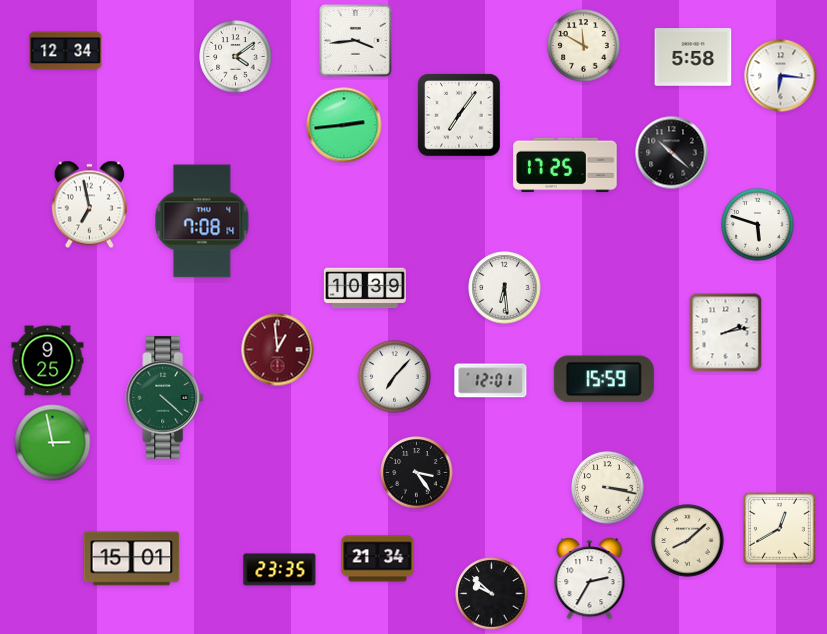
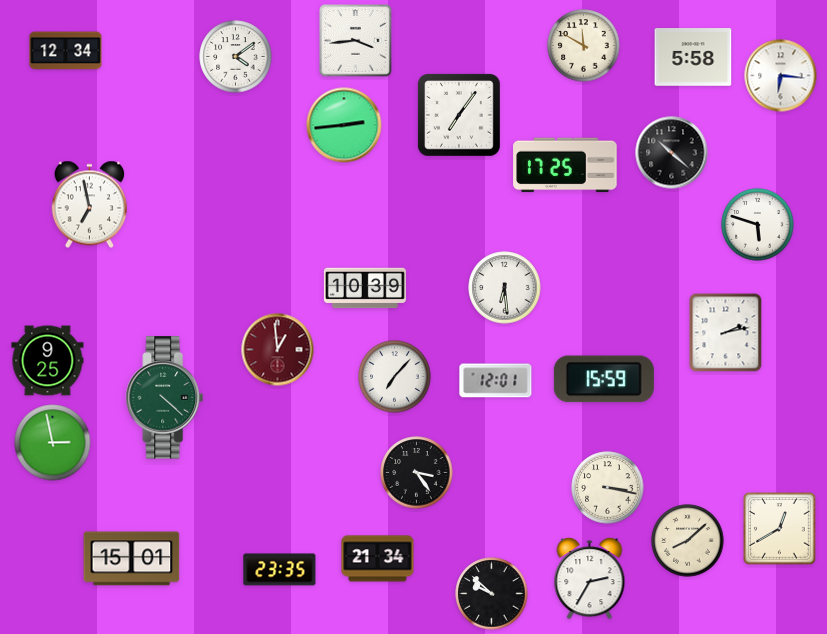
clock at (202, 221): 7:08 -> none
clock at (491, 381) position: (491, 381) -> (496, 381)
